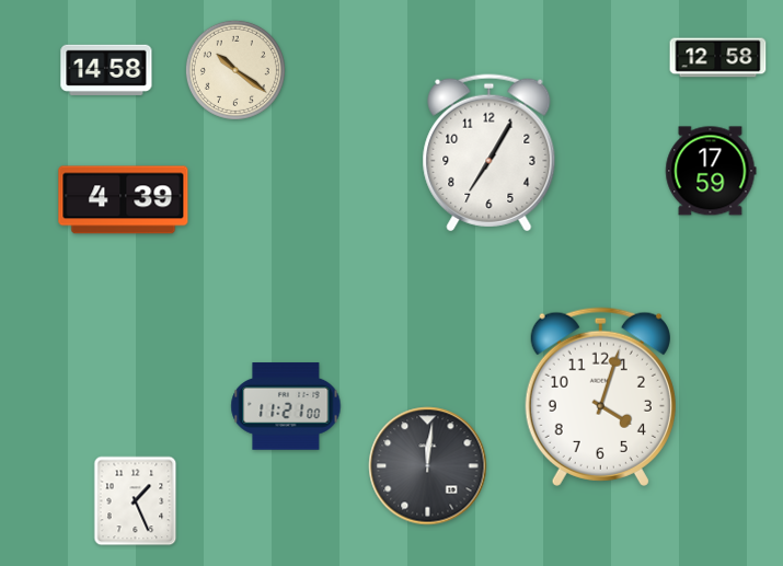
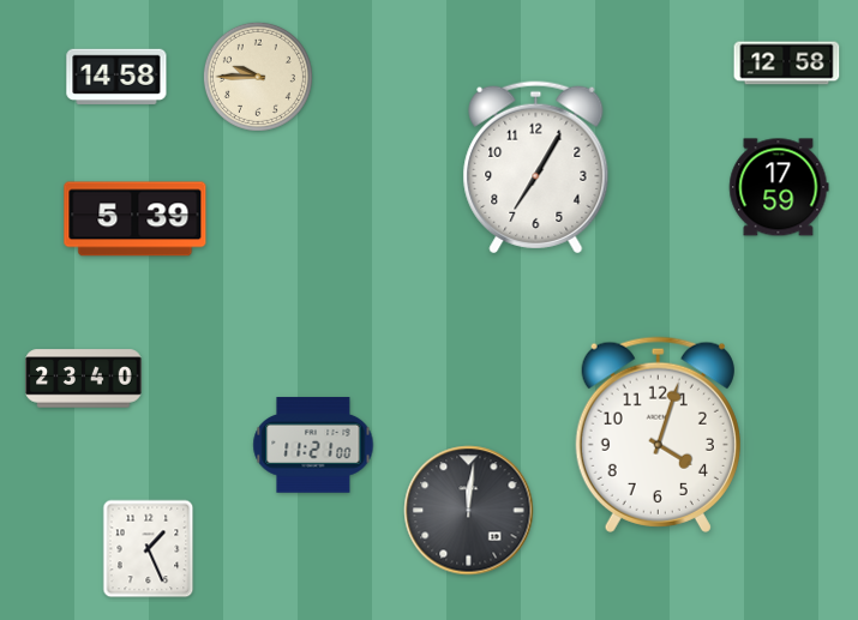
clock at (235, 70): 10:21 -> 9:45
clock at (124, 200): 4:39 -> 5:39
clock at (84, 379): none -> 23:40
